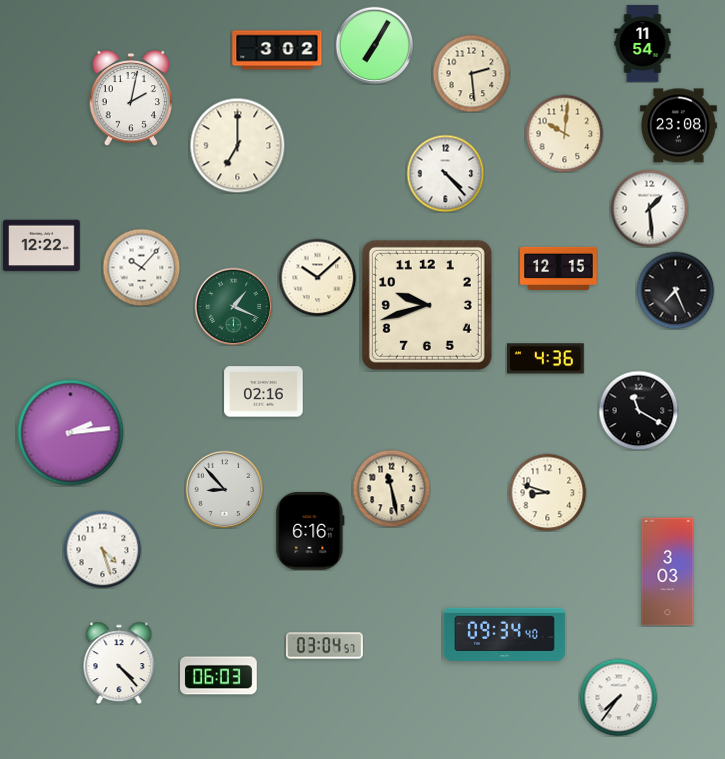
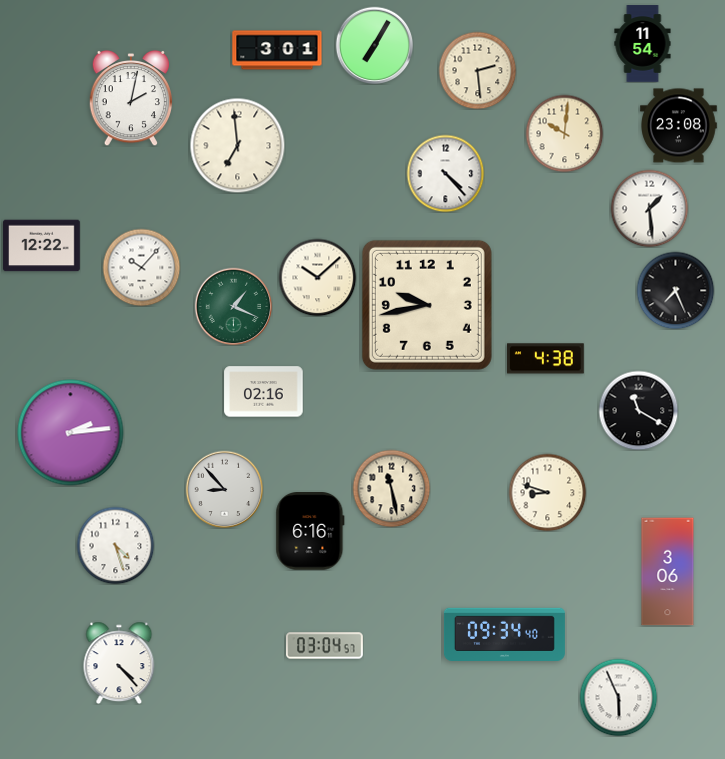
clock at (277, 50): 3:02 -> 3:01
clock at (471, 73) position: (471, 73) -> (477, 70)
clock at (237, 145): 7:00 -> 6:59
clock at (559, 268): 12:15 -> none
clock at (427, 305): 9:42 -> 9:43
clock at (546, 359): 4:36 -> 4:38
clock at (102, 549) position: (102, 549) -> (115, 545)
clock at (668, 572): 3:03 -> 3:06
clock at (219, 676): 06:03 -> none
clock at (618, 697): 7:36 -> 5:56
